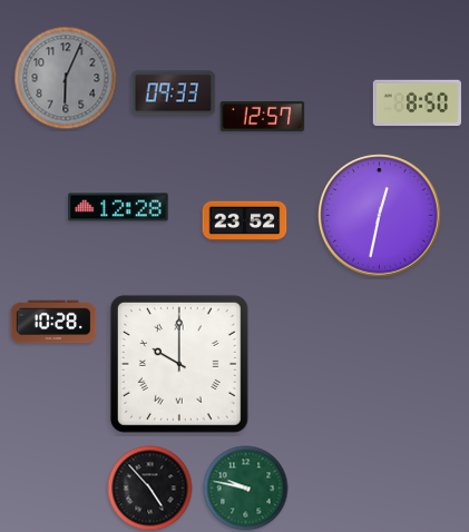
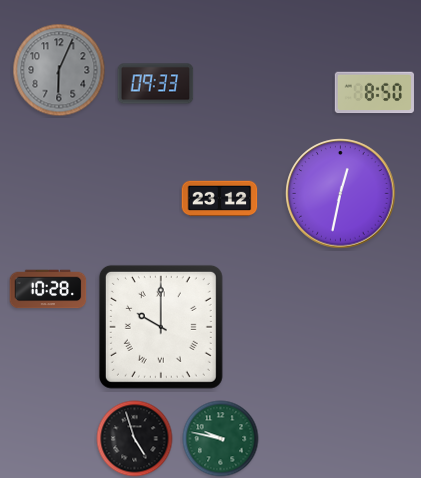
clock at (263, 116): 12:57 -> none
clock at (118, 207): 12:28 -> none
clock at (245, 221): 23:52 -> 23:12
clock at (150, 489): 4:53 -> 4:57
